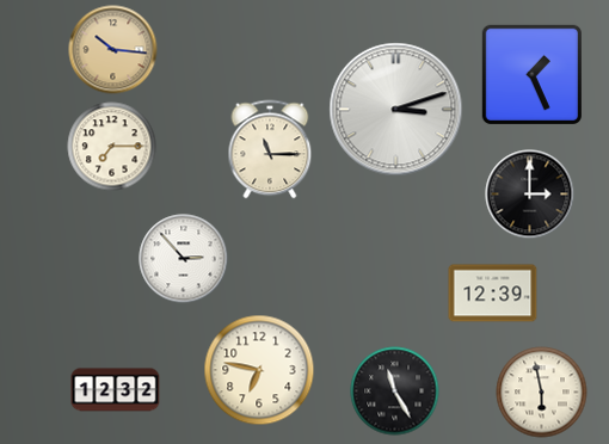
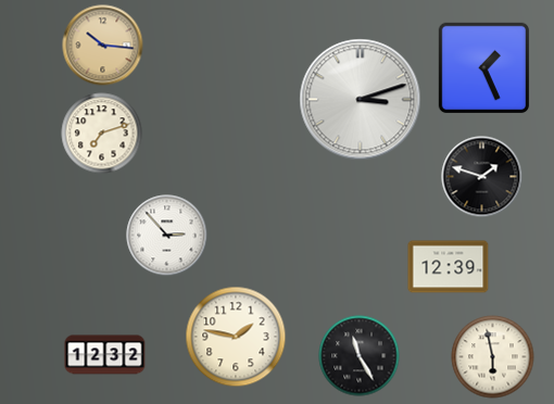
clock at (112, 147): 7:15 -> 7:12
clock at (270, 149): 11:15 -> none
clock at (530, 195): 3:00 -> 1:48
clock at (259, 370): 6:47 -> 1:47
